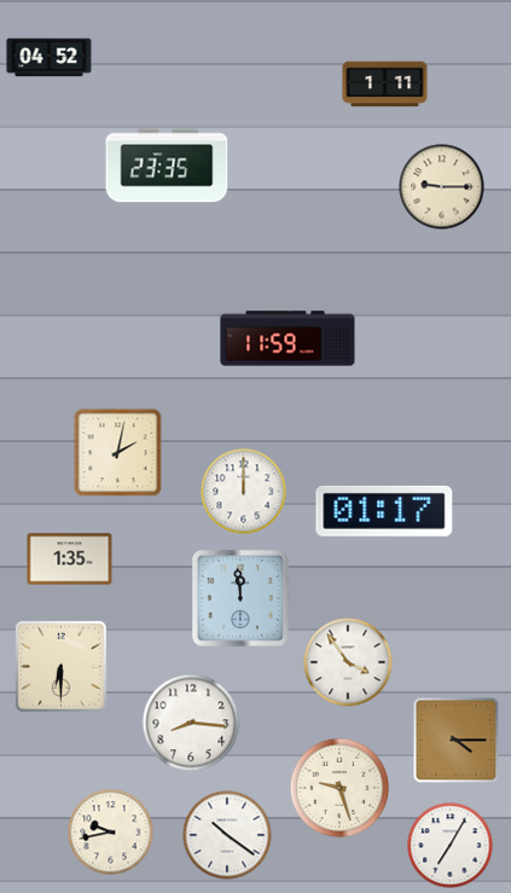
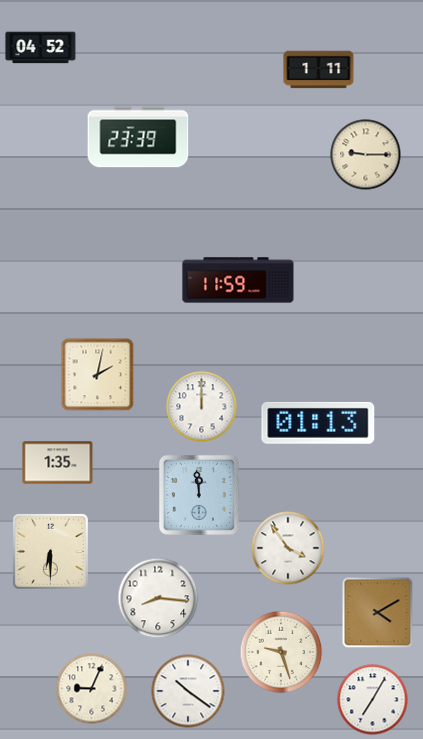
clock at (167, 166): 23:35 -> 23:39
clock at (384, 511): 01:17 -> 01:13
clock at (457, 741): 4:15 -> 4:10
clock at (111, 833): 9:43 -> 9:04
